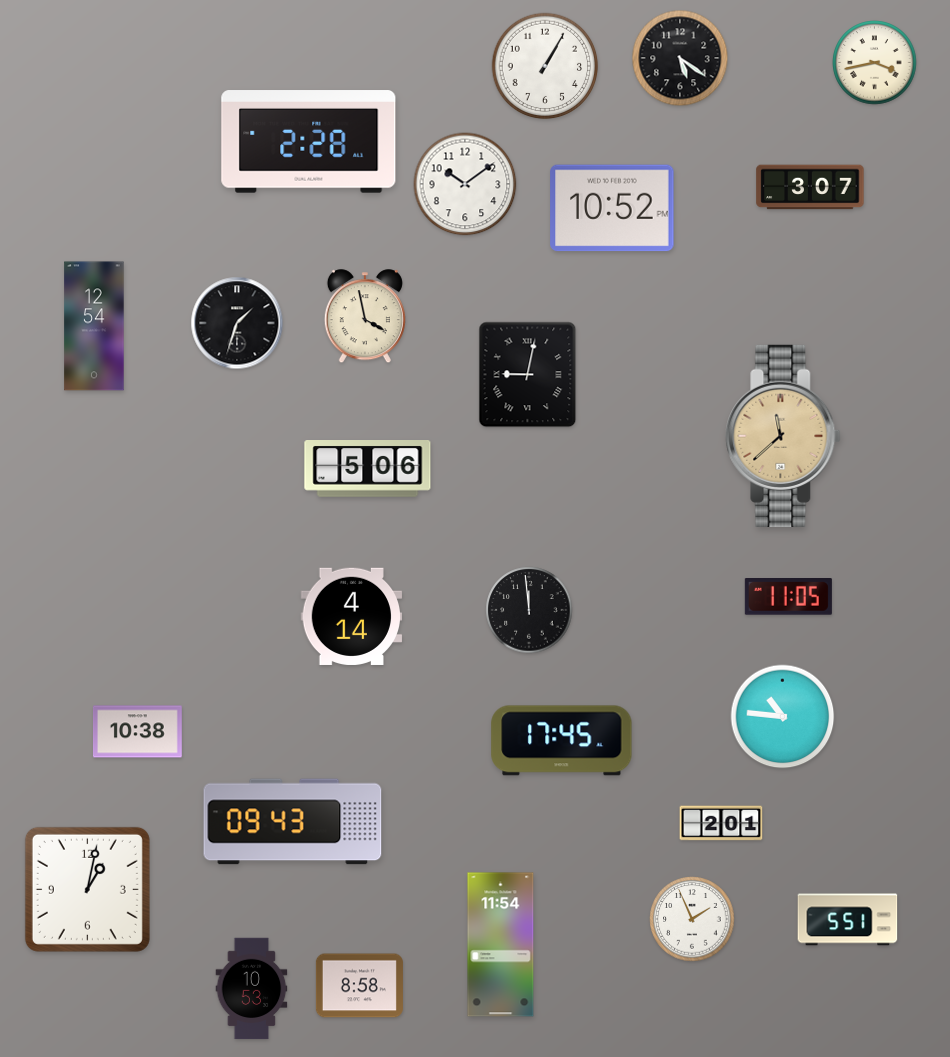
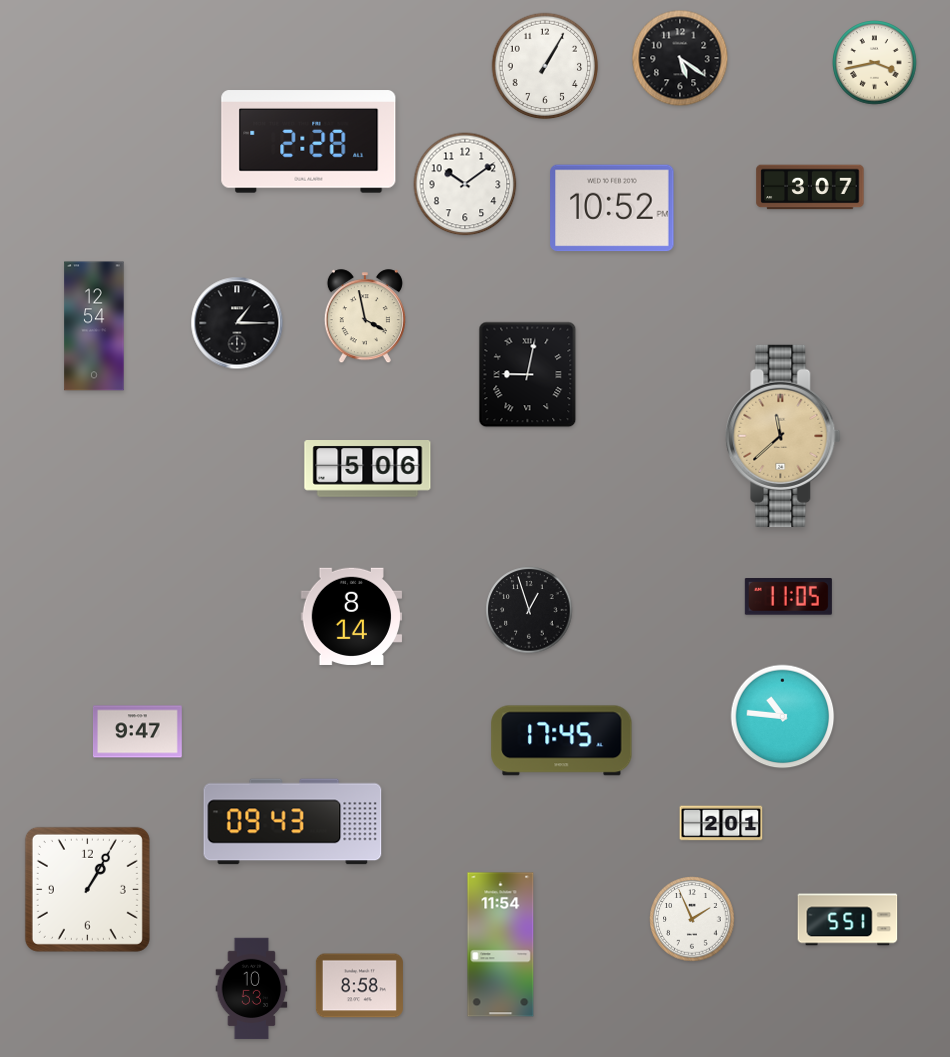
clock at (237, 323): 1:33 -> 1:15
clock at (529, 610): 11:59 -> 12:57
clock at (352, 616): 4:14 -> 8:14
clock at (137, 732): 10:38 -> 9:47
clock at (87, 889): 1:02 -> 1:05
